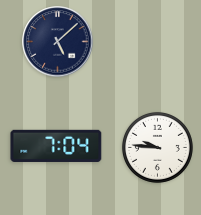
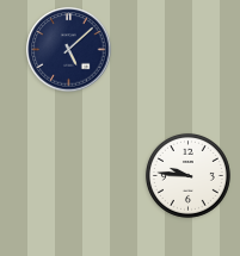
clock at (56, 146): 7:04 -> none
